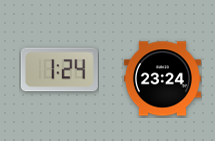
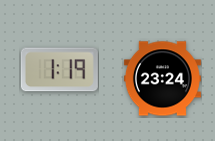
clock at (59, 70): 1:24 -> 1:19
